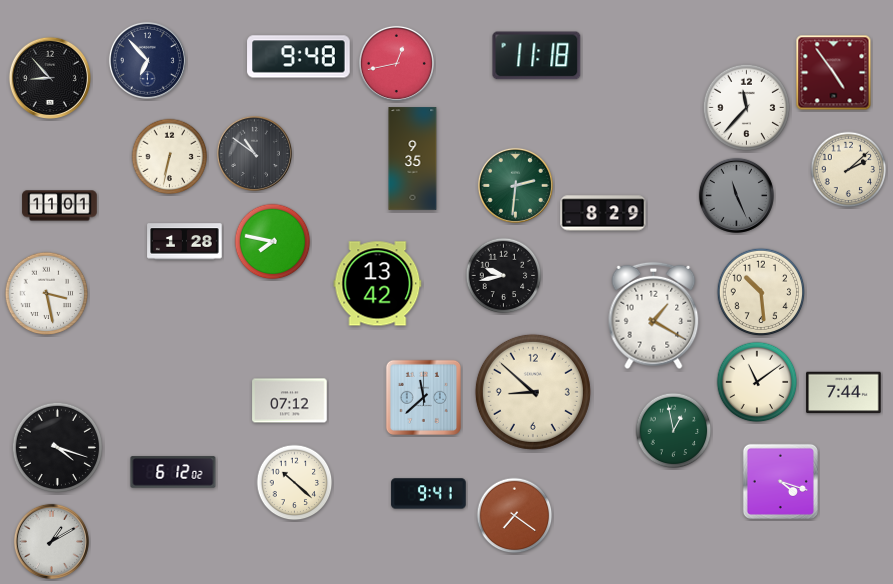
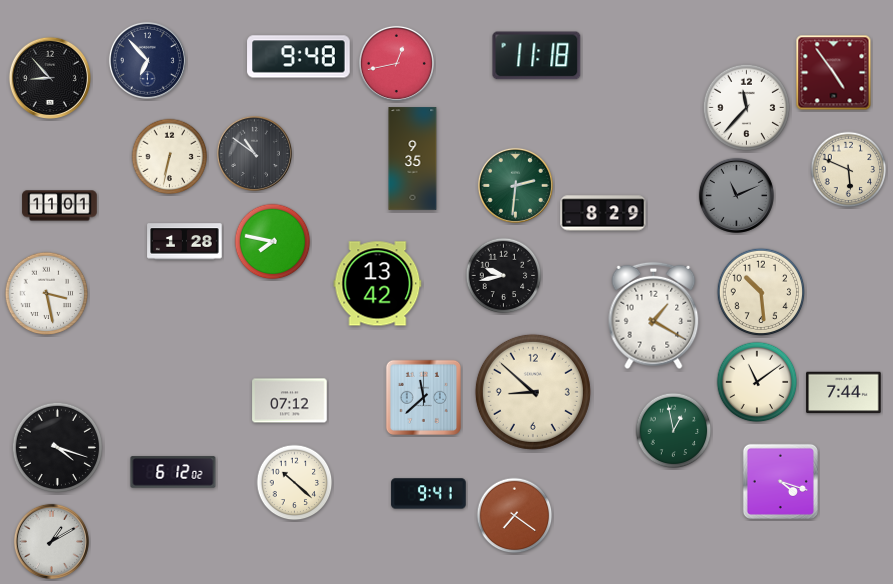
clock at (849, 170): 2:08 -> 5:49
clock at (736, 195): 11:26 -> 11:11
